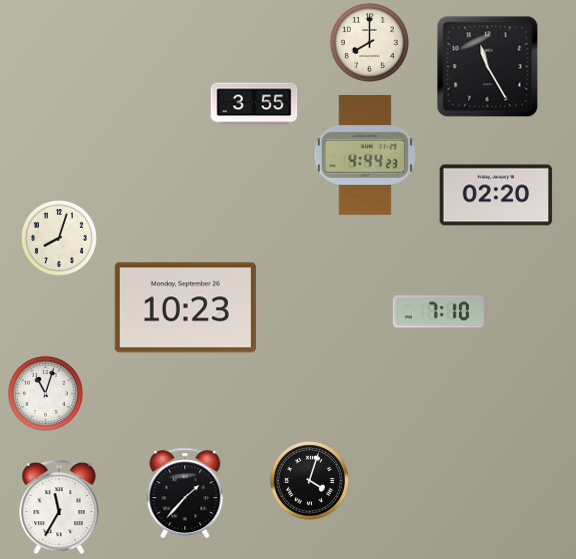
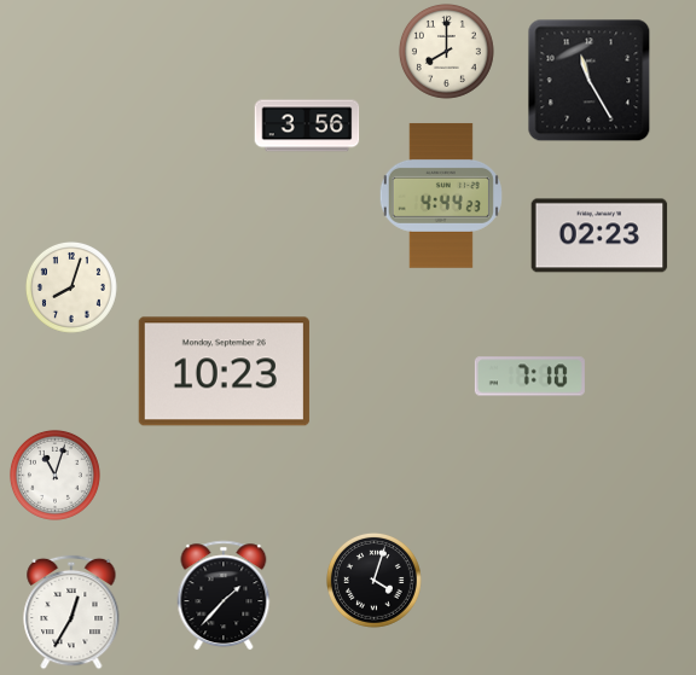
clock at (254, 104): 3:55 -> 3:56
clock at (365, 155) position: (365, 155) -> (441, 196)
clock at (496, 195): 02:20 -> 02:23
clock at (59, 507): 11:35 -> 12:35
